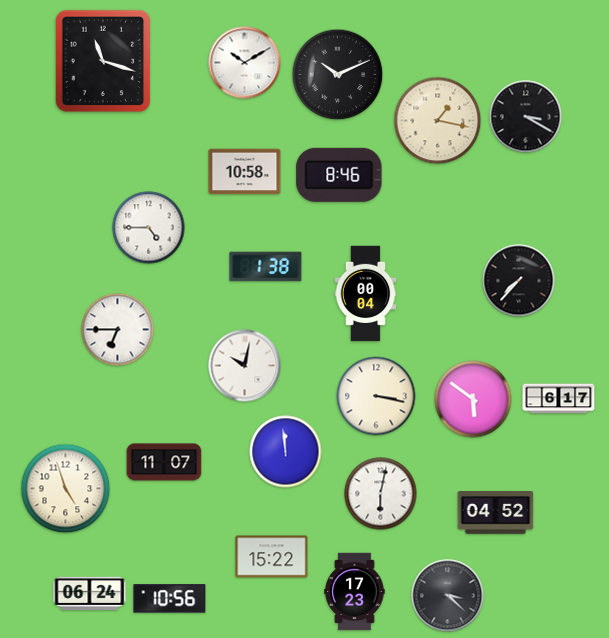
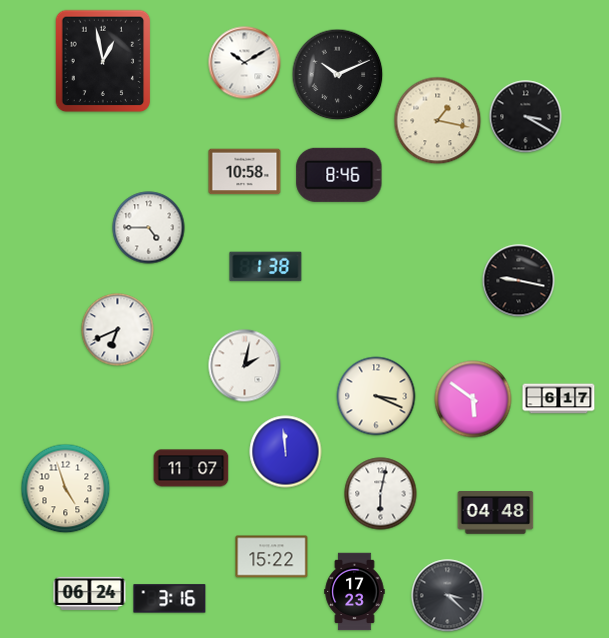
clock at (103, 61): 11:18 -> 12:58
clock at (519, 281): 7:37 -> 9:17
clock at (366, 294): 00:04 -> none
clock at (118, 330): 6:45 -> 6:41
clock at (245, 366): 10:02 -> 2:02
clock at (376, 396): 3:17 -> 3:19
clock at (164, 462) position: (164, 462) -> (191, 468)
clock at (496, 513): 04:52 -> 04:48
clock at (170, 599): 10:56 -> 3:16
